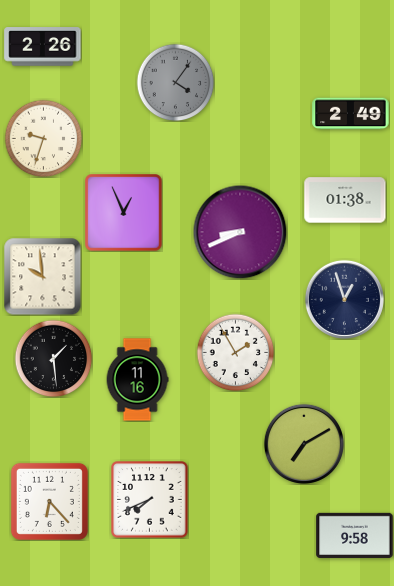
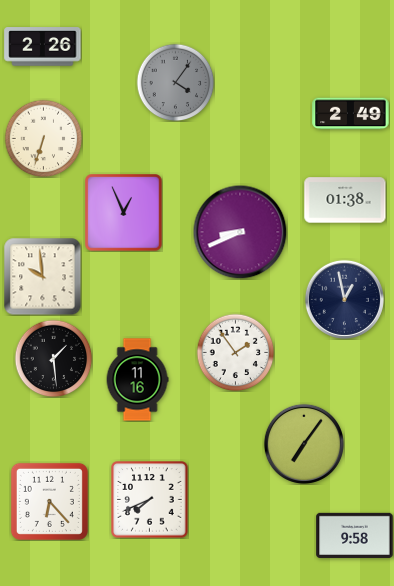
clock at (43, 138): 9:33 -> 6:33
clock at (344, 299): 12:57 -> 12:58
clock at (235, 352): 1:55 -> 1:54
clock at (304, 444): 7:10 -> 7:06
